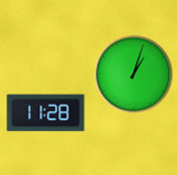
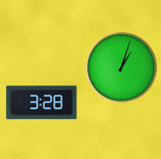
clock at (46, 113): 11:28 -> 3:28
